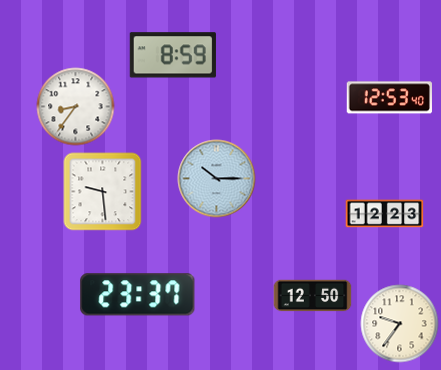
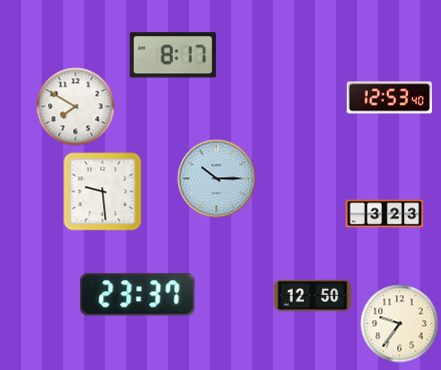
clock at (173, 55): 8:59 -> 8:17
clock at (75, 106): 8:36 -> 7:50
clock at (384, 214): 12:23 -> 3:23
